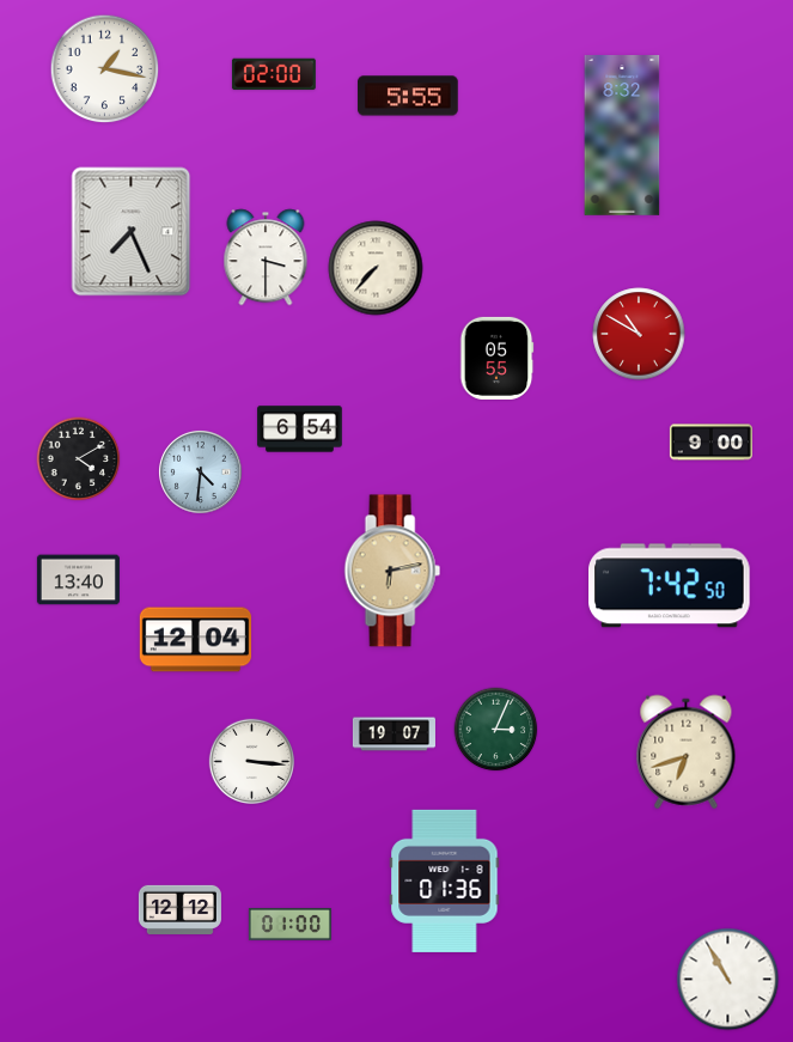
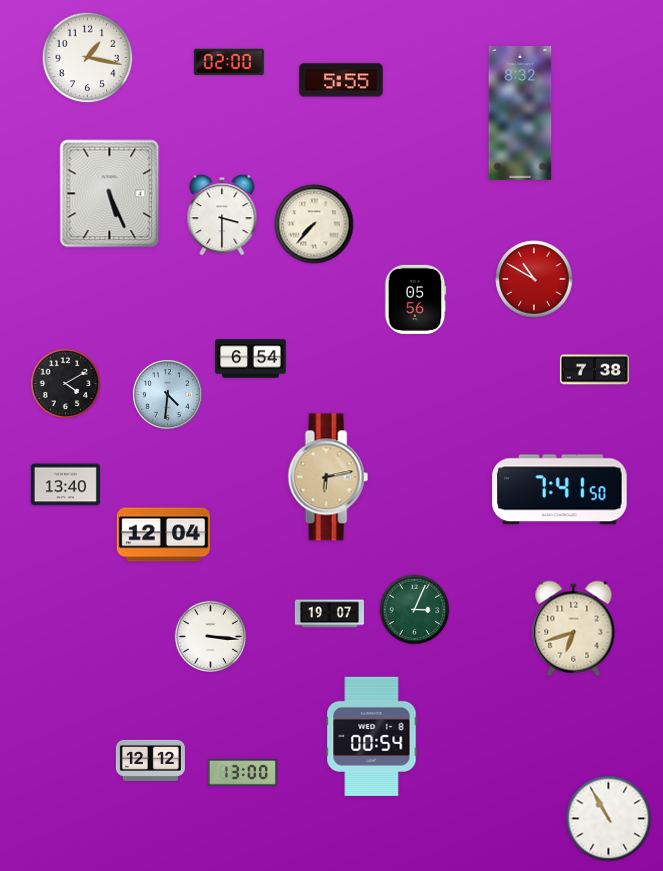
clock at (132, 232): 7:26 -> 5:26
clock at (496, 358): 05:55 -> 05:56
clock at (710, 443): 9:00 -> 7:38
clock at (670, 586): 7:42 -> 7:41
clock at (445, 880): 01:36 -> 00:54
clock at (289, 925): 01:00 -> 13:00
